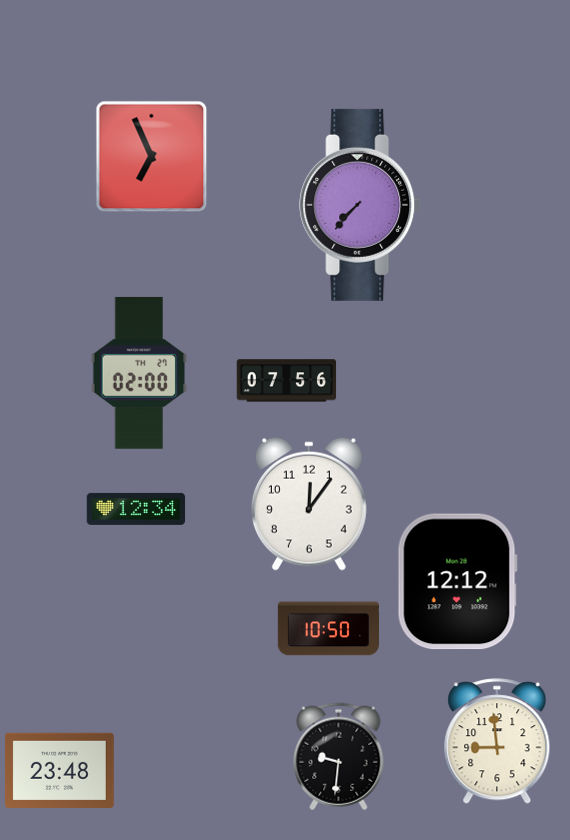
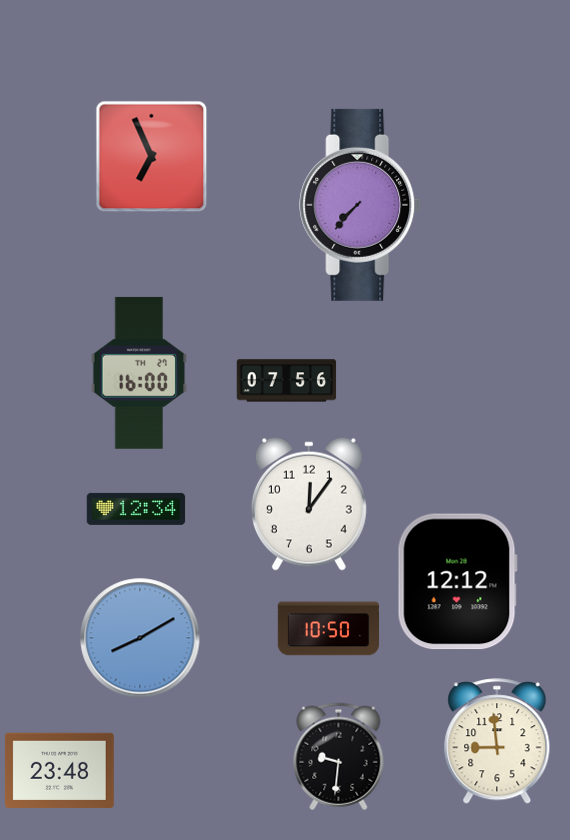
clock at (139, 373): 02:00 -> 16:00
clock at (140, 638): none -> 8:10
